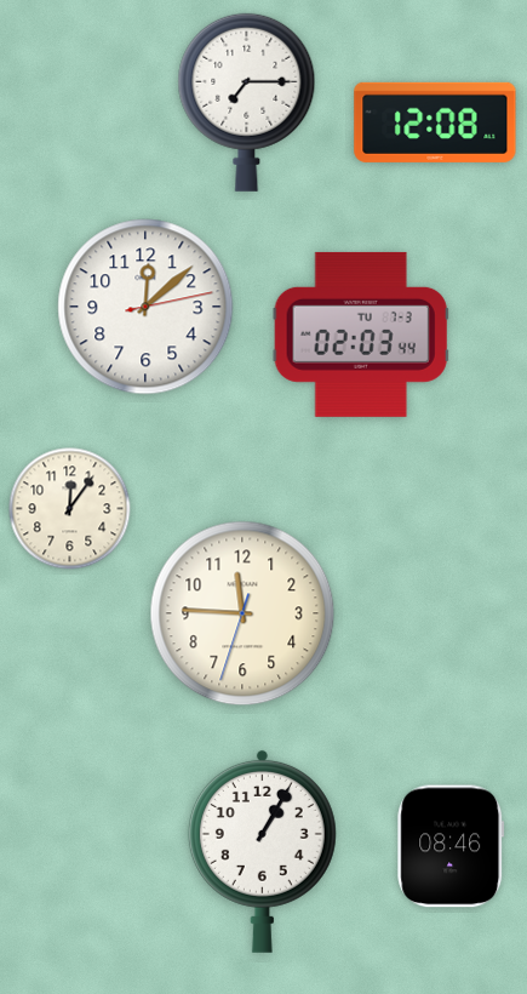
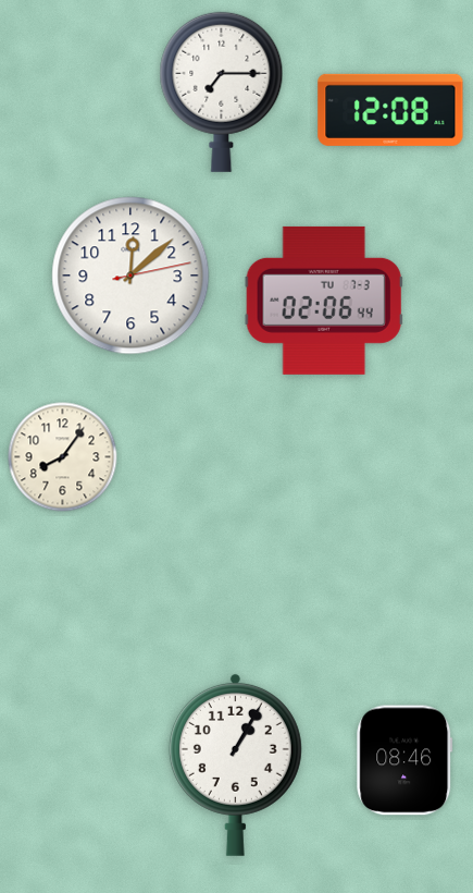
clock at (361, 335): 02:03 -> 02:06
clock at (70, 509): 12:06 -> 8:06
clock at (242, 613): 11:45 -> none
